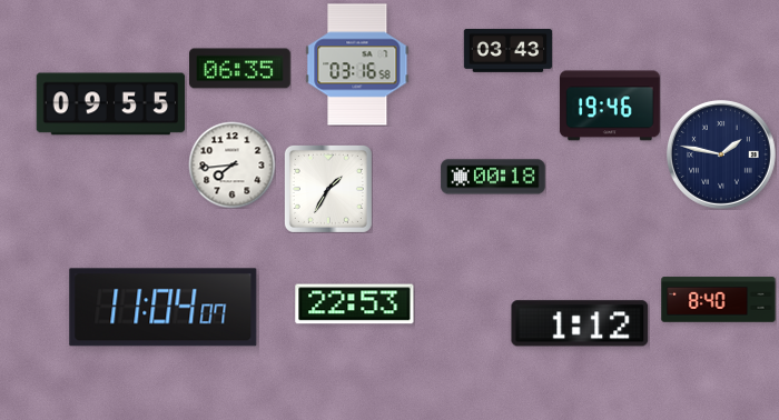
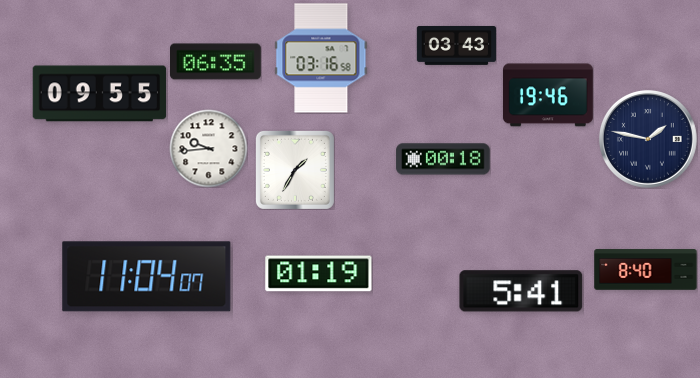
clock at (231, 164): 7:44 -> 9:44
clock at (355, 304): 22:53 -> 01:19
clock at (580, 323): 1:12 -> 5:41
